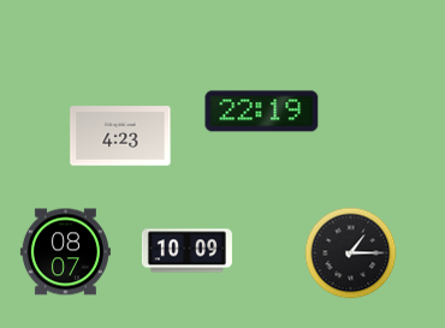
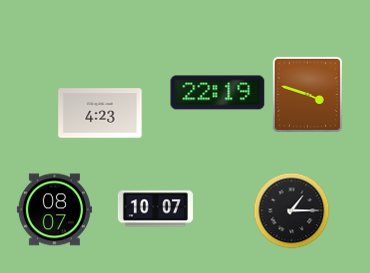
clock at (307, 94): none -> 3:48
clock at (186, 251): 10:09 -> 10:07
